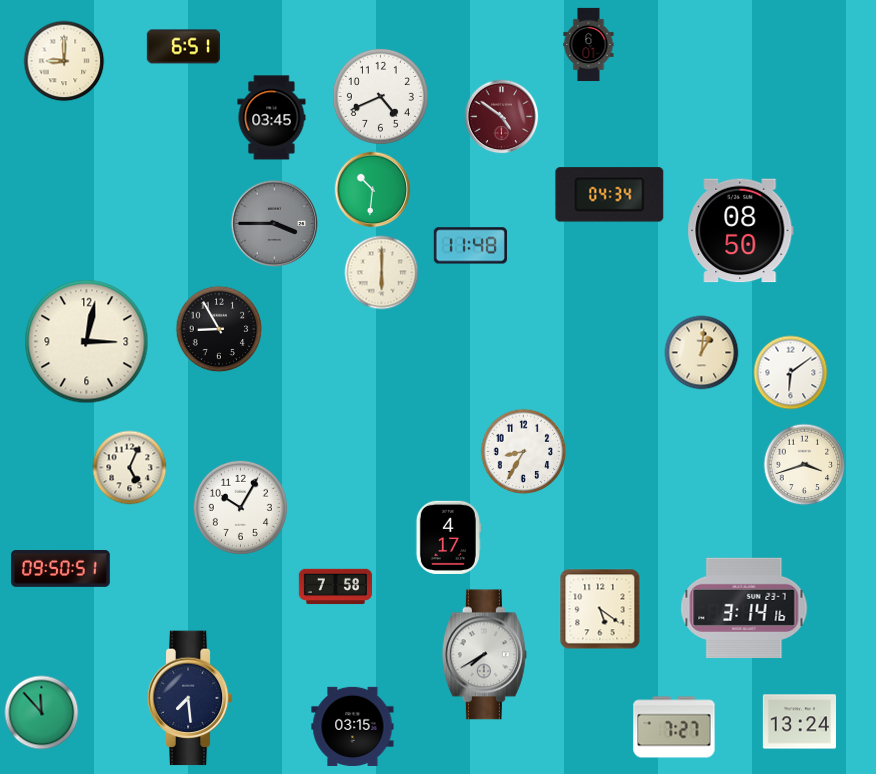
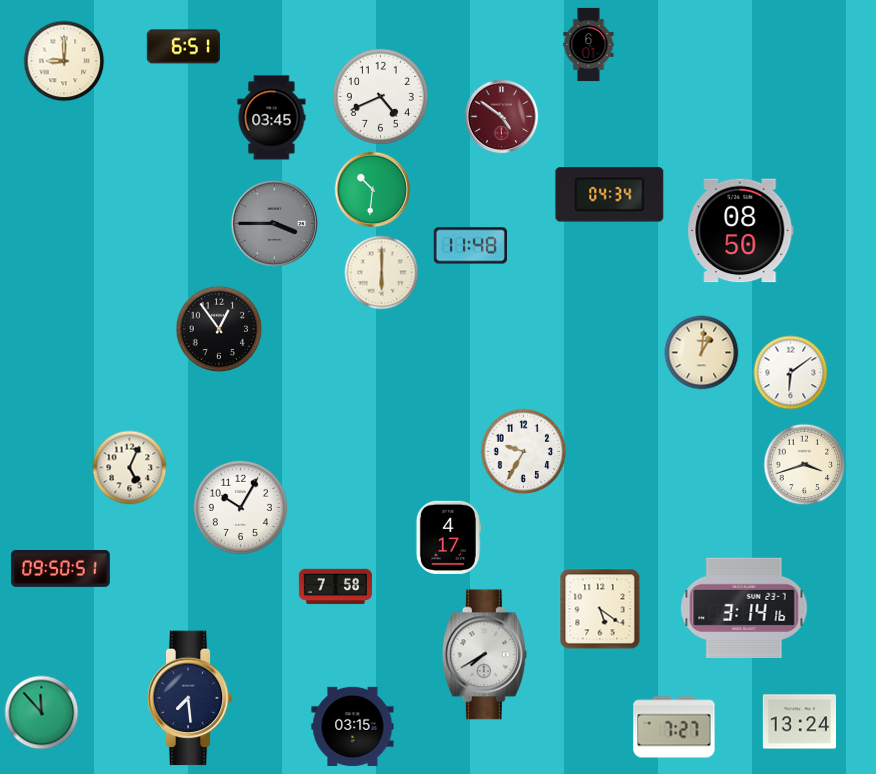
clock at (219, 329): 8:55 -> 12:54
clock at (87, 342): 3:02 -> none
clock at (524, 452): 8:35 -> 9:35
